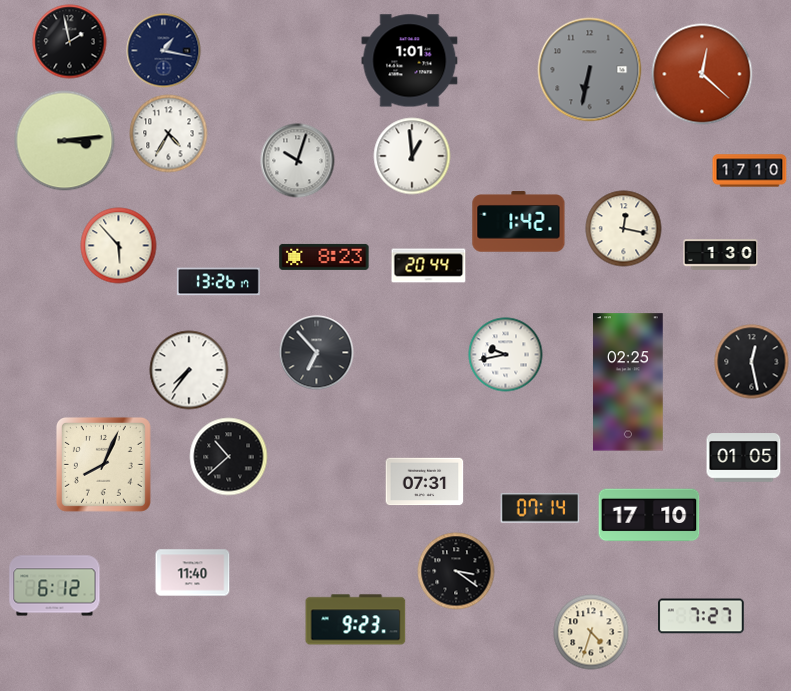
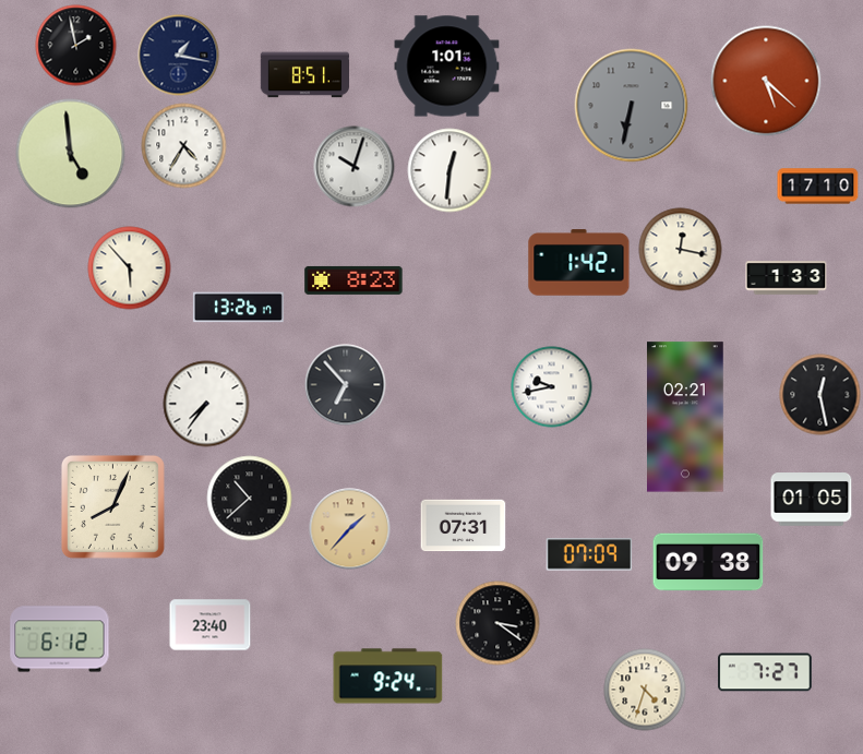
clock at (304, 75): none -> 8:51
clock at (590, 70) position: (590, 70) -> (632, 106)
clock at (702, 74): 12:22 -> 5:22
clock at (65, 141): 3:14 -> 4:59
clock at (412, 156): 12:59 -> 12:31
clock at (298, 161) position: (298, 161) -> (355, 167)
clock at (519, 222) position: (519, 222) -> (579, 263)
clock at (721, 255): 1:30 -> 1:33
clock at (429, 266): 20:44 -> none
clock at (629, 382): 02:25 -> 02:21
clock at (350, 529): none -> 1:37
clock at (540, 508): 07:14 -> 07:09
clock at (649, 515): 17:10 -> 09:38
clock at (193, 573): 11:40 -> 23:40
clock at (356, 620): 9:23 -> 9:24
